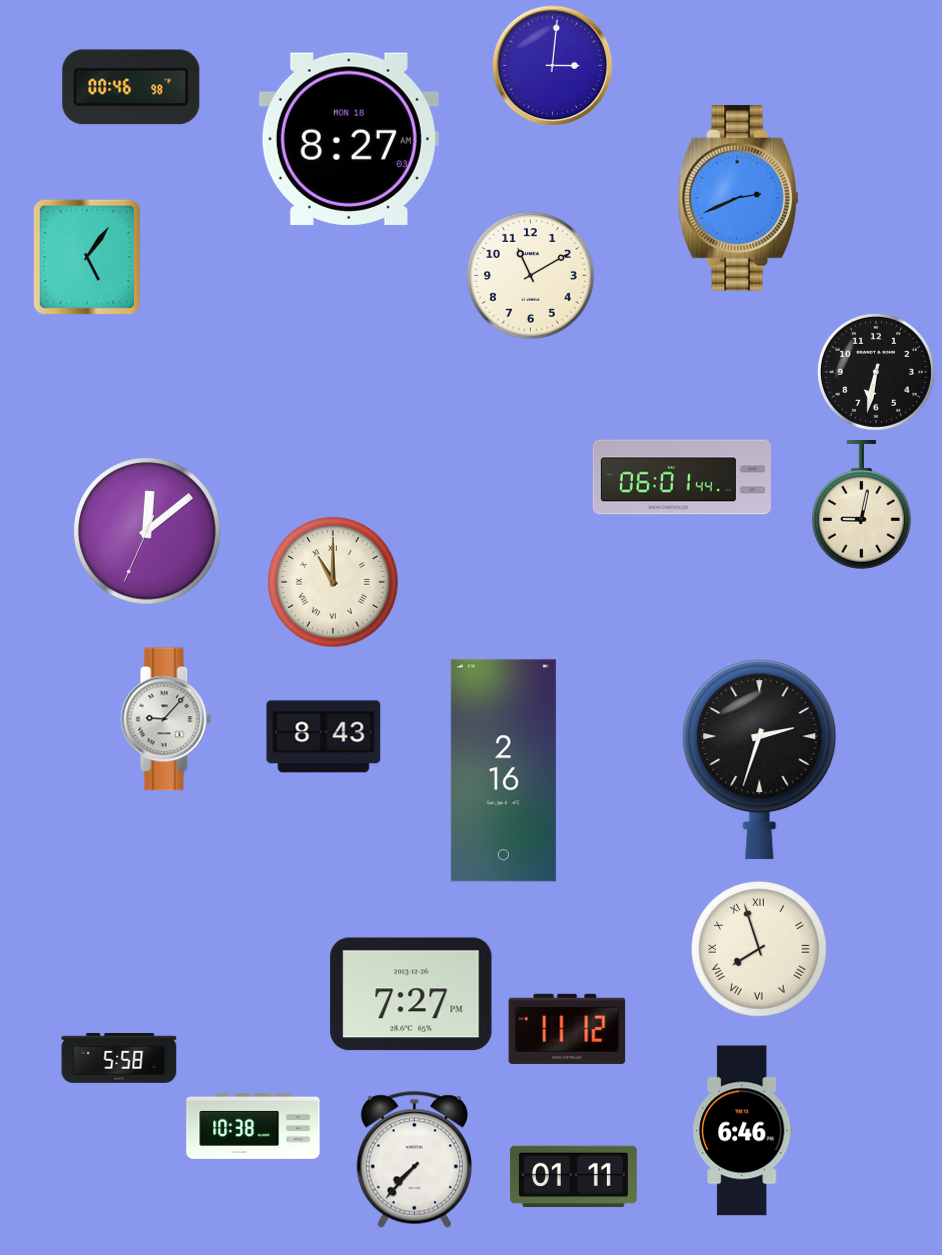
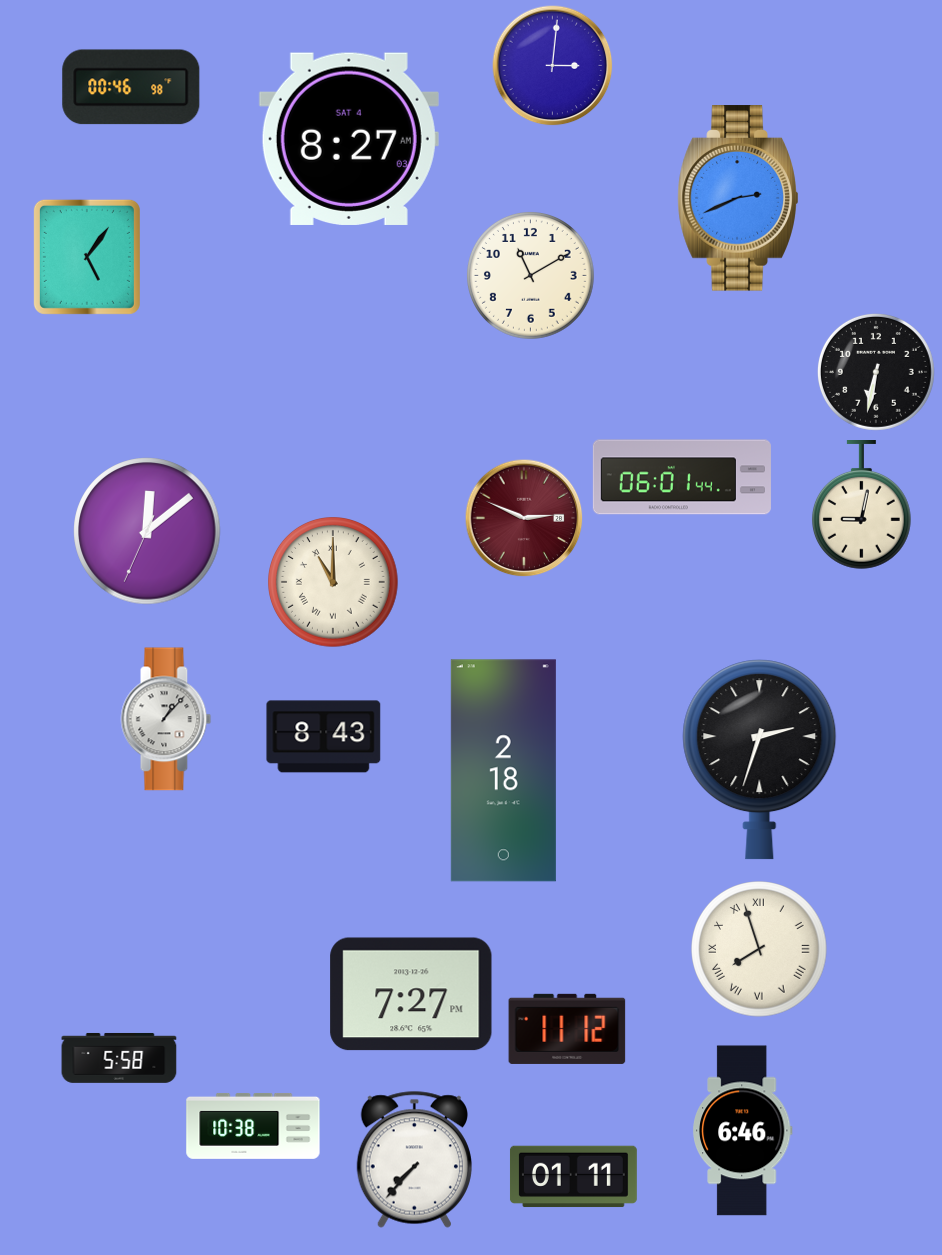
clock at (349, 139) date: MON 18 -> SAT 4
clock at (524, 518): none -> 2:49
clock at (166, 719): 9:07 -> 1:07
clock at (503, 771): 2:16 -> 2:18
